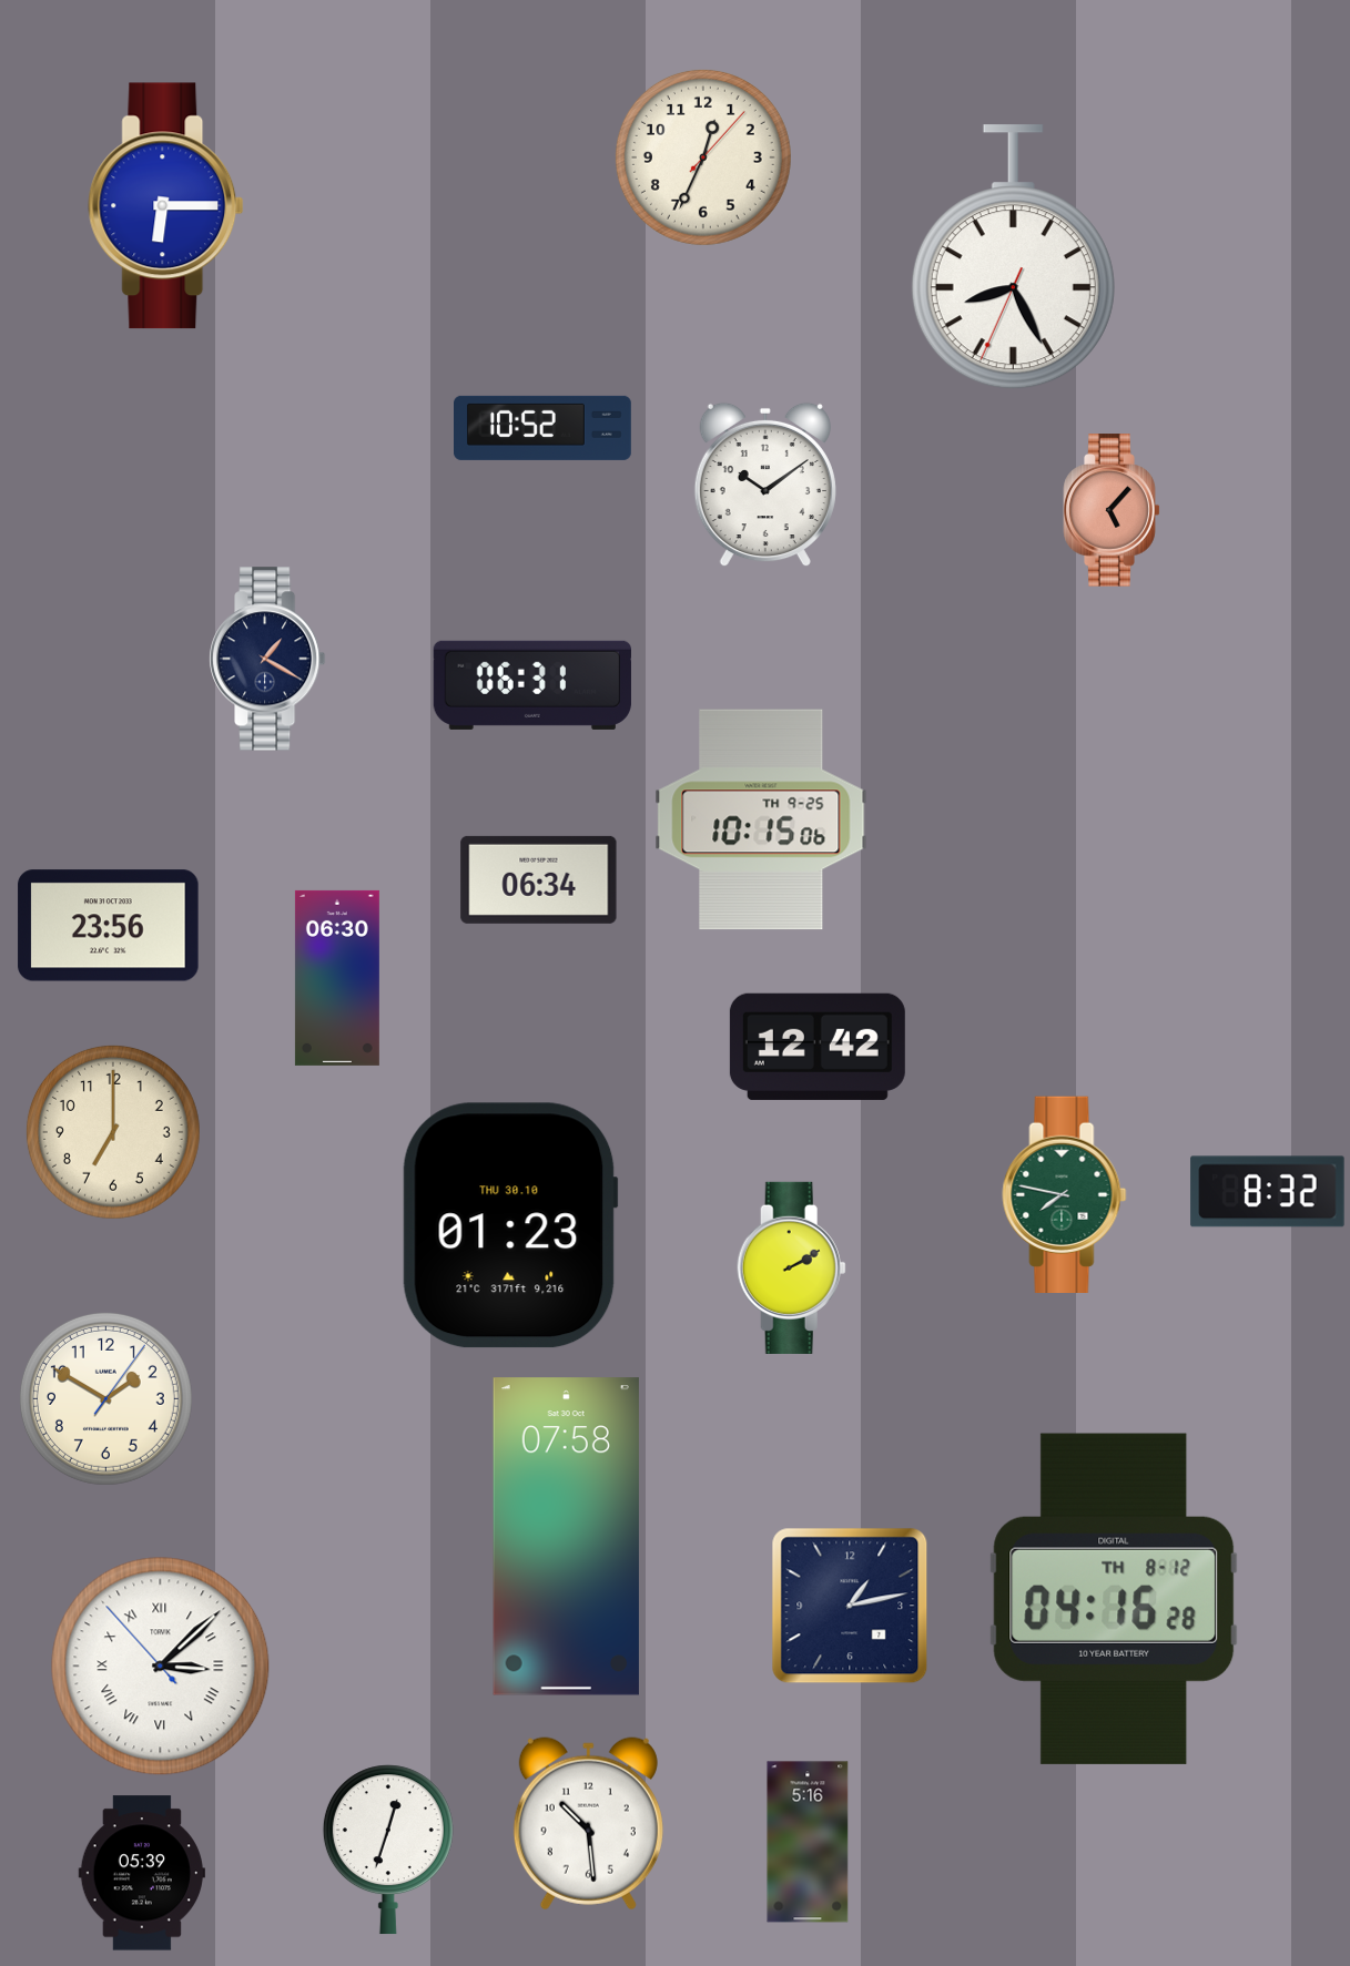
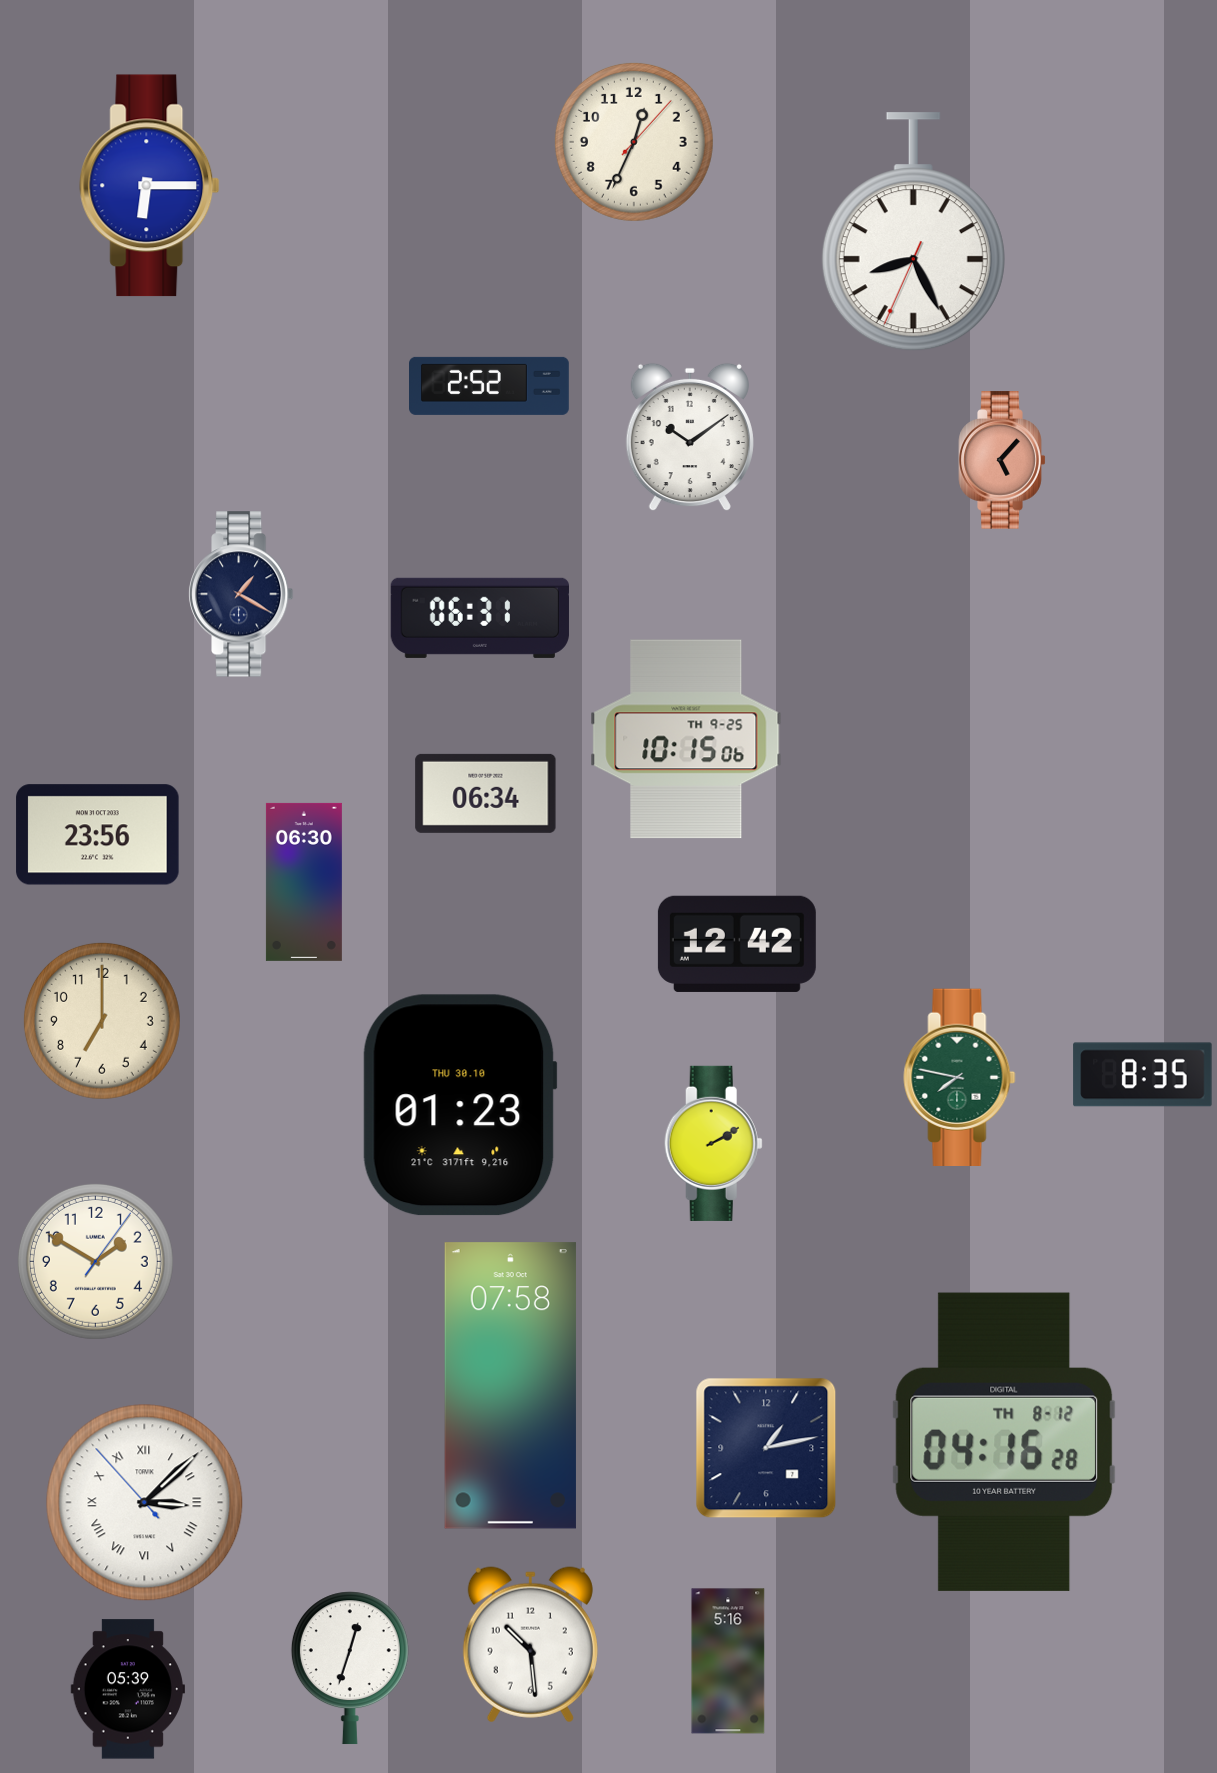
clock at (544, 428): 10:52 -> 2:52
clock at (1268, 1192): 8:32 -> 8:35
